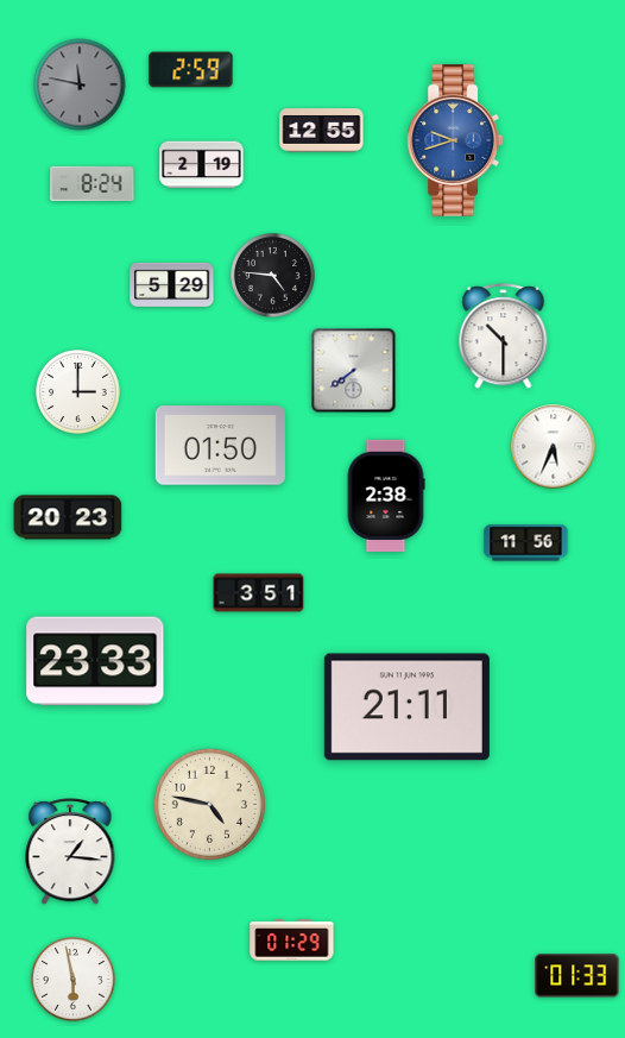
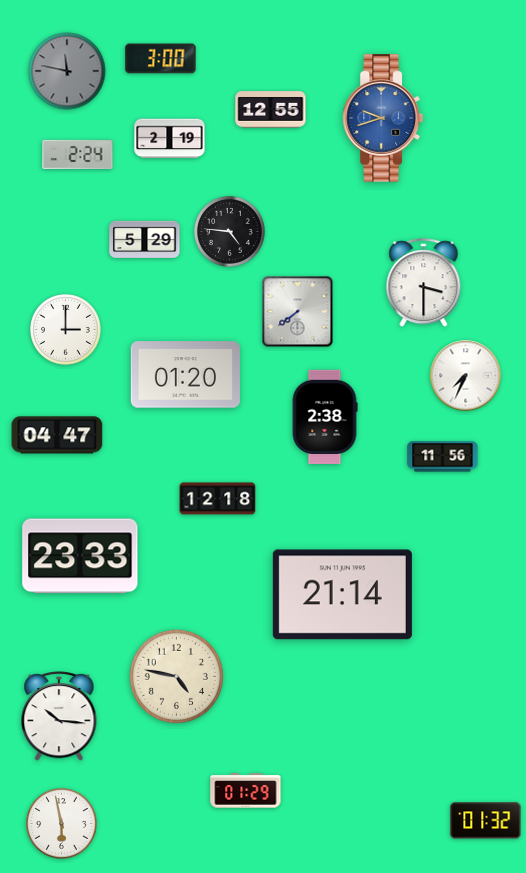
clock at (191, 70): 2:59 -> 3:00
clock at (93, 183): 8:24 -> 2:24
clock at (504, 336): 10:30 -> 3:30
clock at (220, 446): 01:50 -> 01:20
clock at (554, 447): 5:34 -> 7:34
clock at (68, 517): 20:23 -> 04:47
clock at (259, 593): 3:51 -> 12:18
clock at (406, 707): 21:11 -> 21:14
clock at (70, 853): 1:16 -> 10:16
clock at (577, 976): 01:33 -> 01:32
